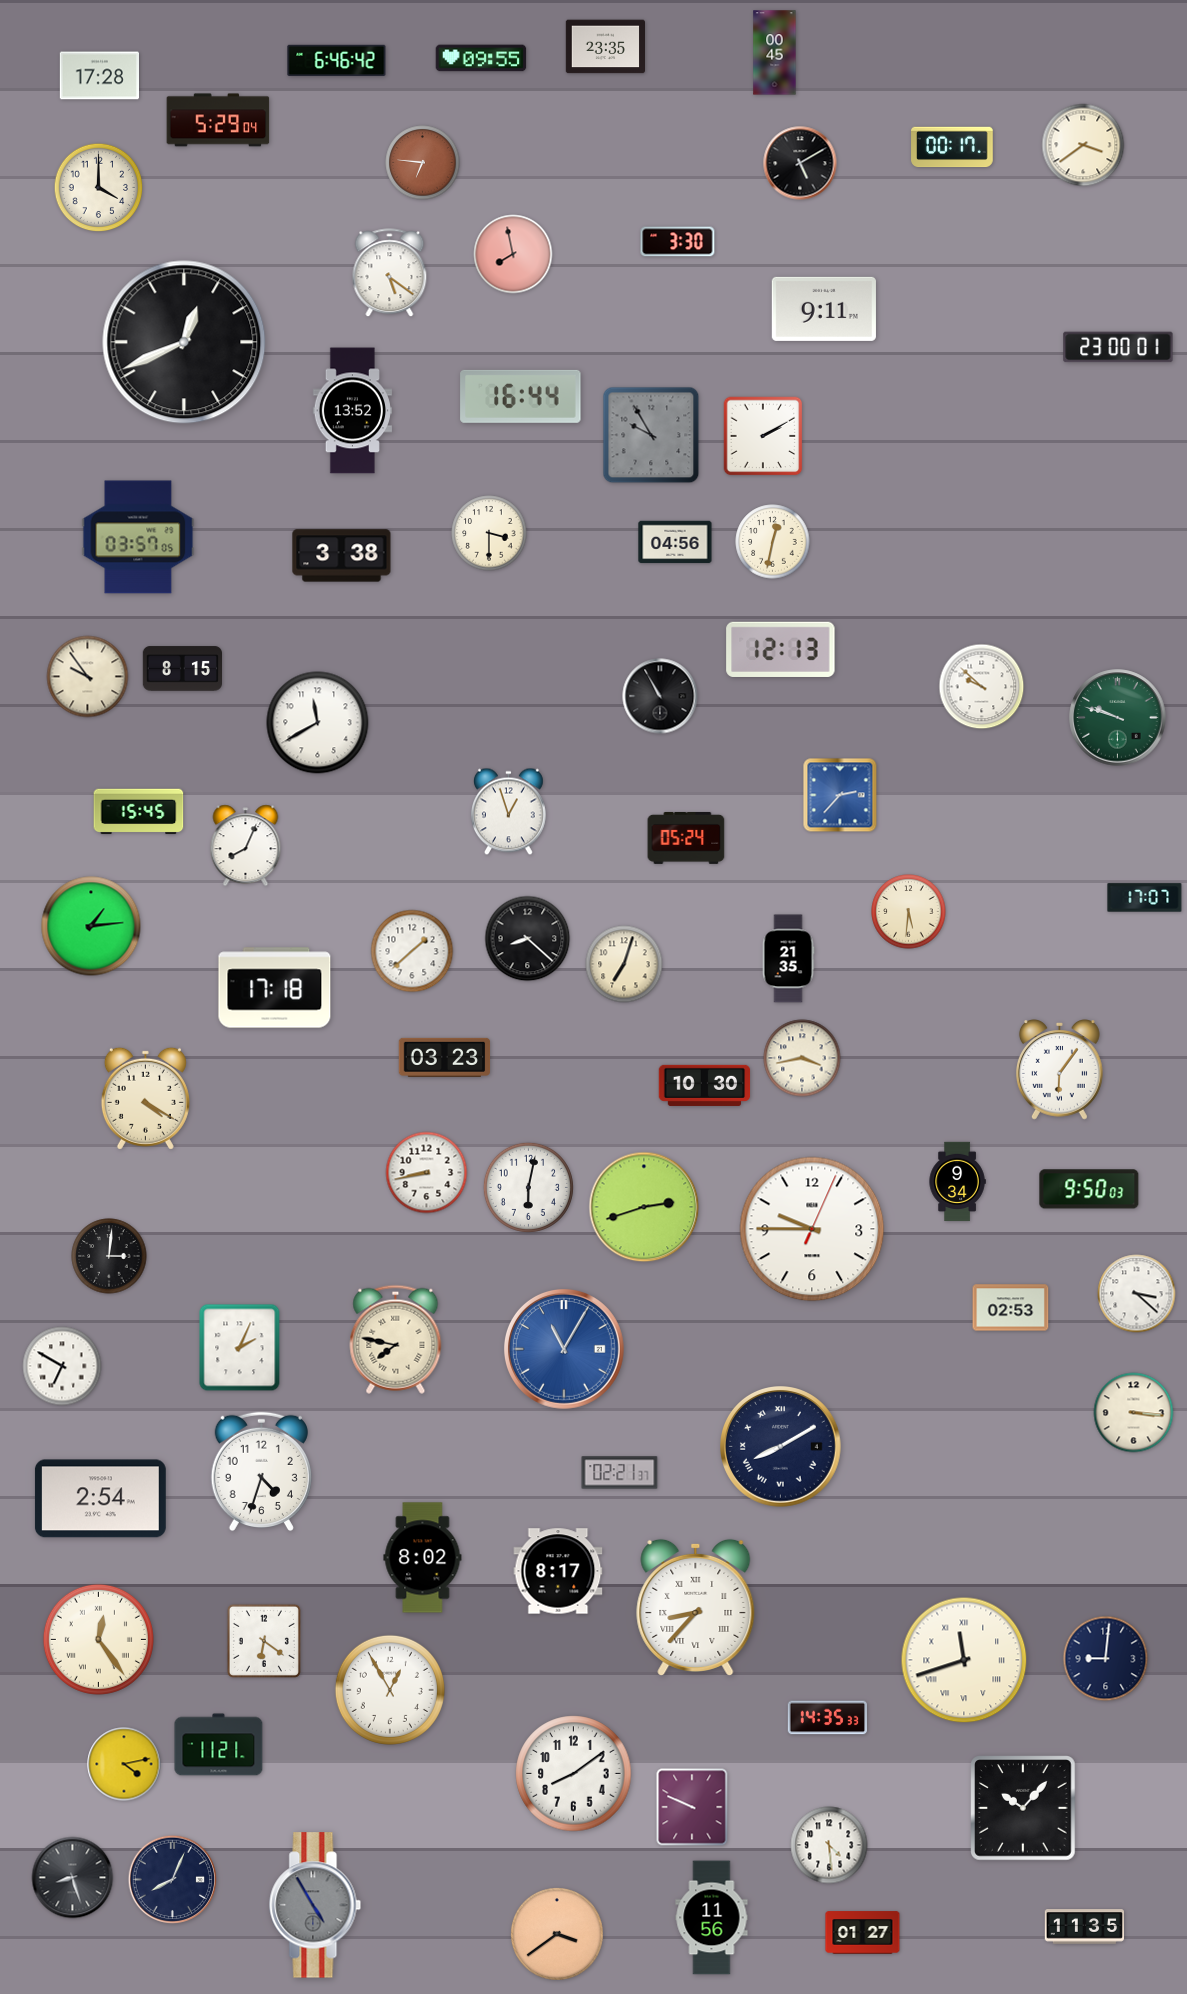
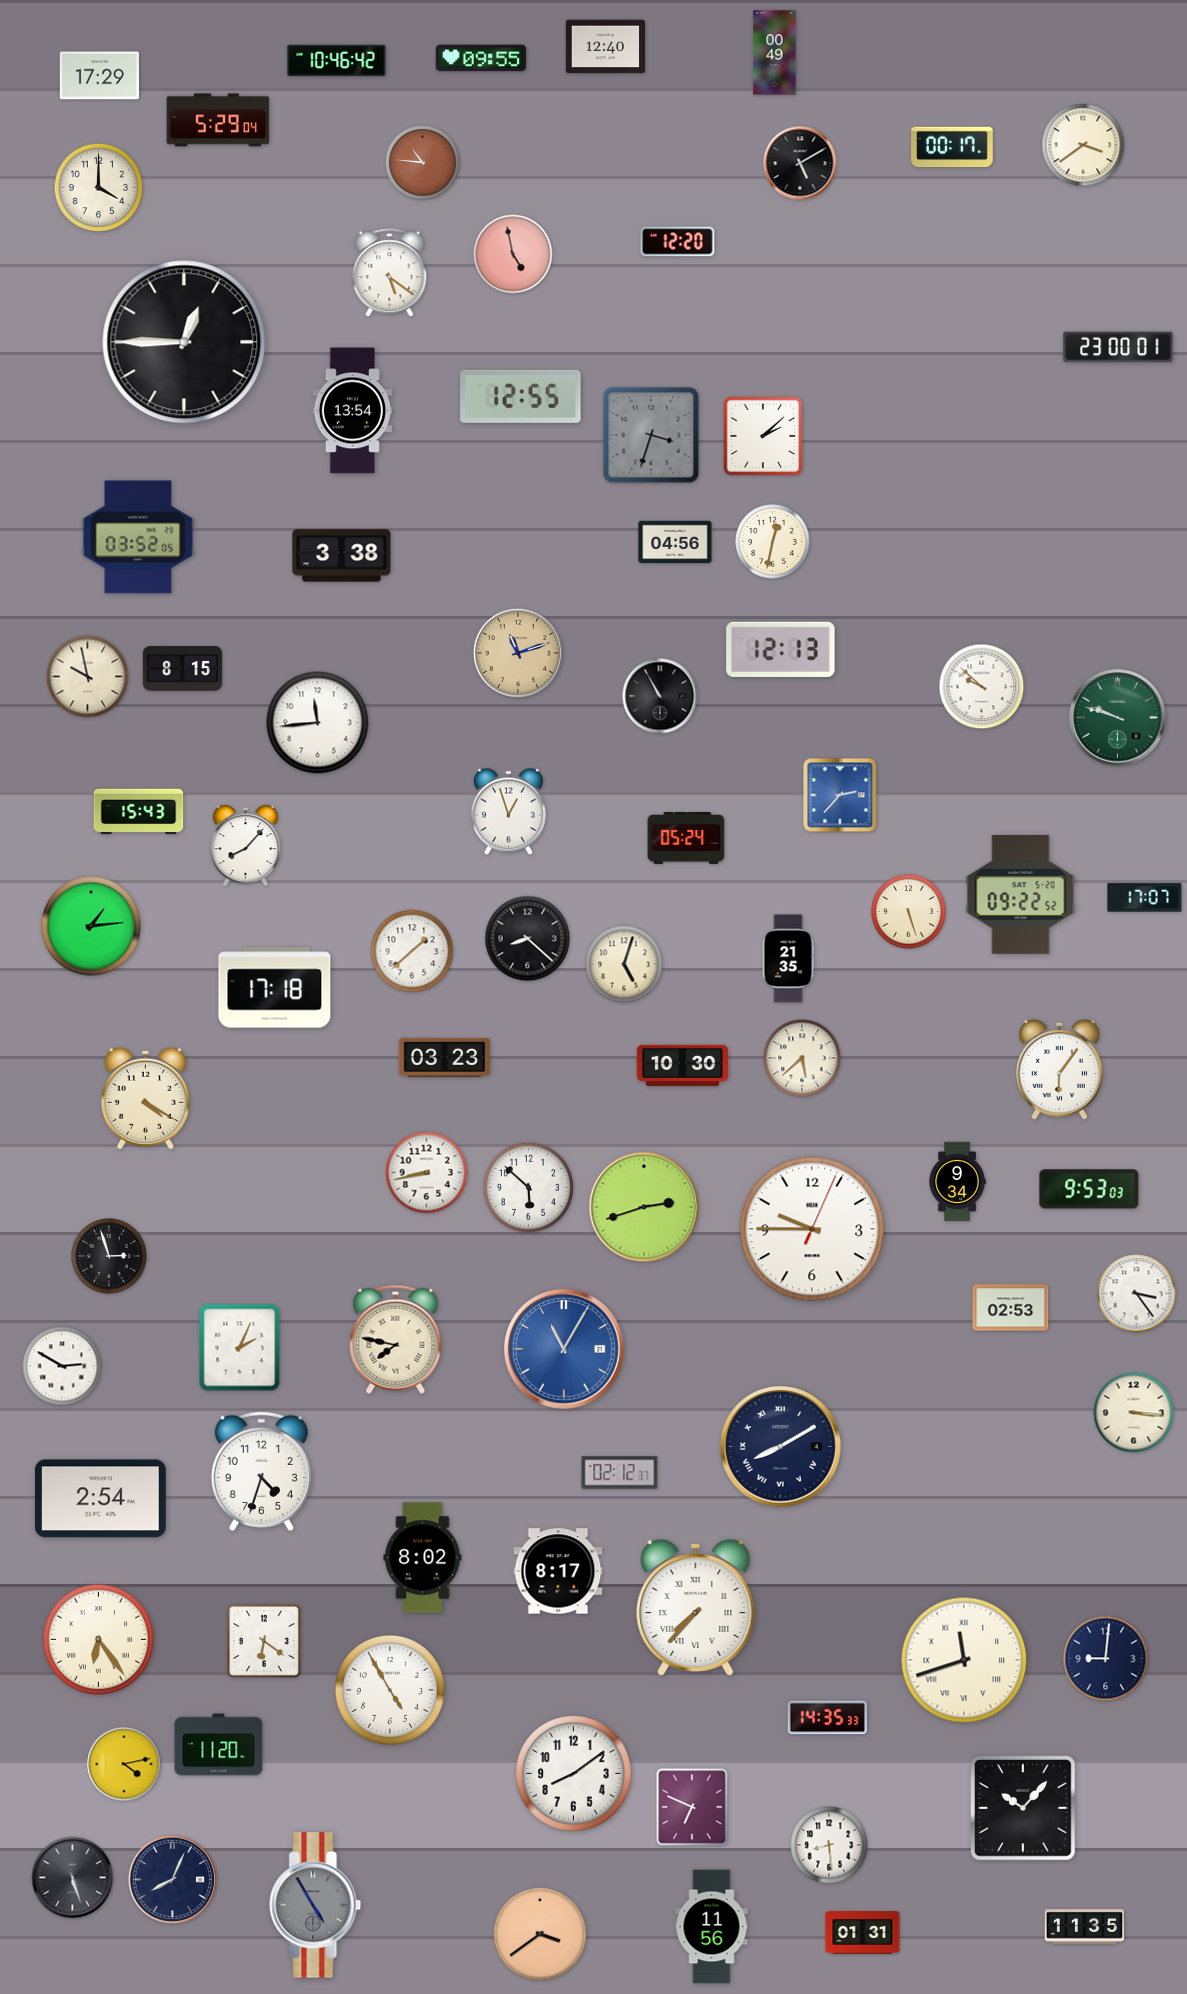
clock at (605, 47): 23:35 -> 12:40
clock at (775, 53): 00:45 -> 00:49
clock at (337, 61): 6:46 -> 10:46
clock at (99, 76): 17:28 -> 17:29
clock at (423, 163): 6:46 -> 10:46
clock at (678, 242): 3:30 -> 12:20
clock at (513, 254): 7:58 -> 4:58
clock at (824, 309): 9:11 -> none
clock at (184, 342): 12:41 -> 12:45
clock at (521, 396): 16:44 -> 12:55
clock at (352, 411): 13:52 -> 13:54
clock at (651, 435): 9:55 -> 3:33
clock at (763, 436): 2:10 -> 2:08
clock at (489, 533): 3:30 -> none
clock at (138, 537): 03:57 -> 03:52
clock at (517, 652): none -> 11:12
clock at (88, 677): 9:54 -> 9:58
clock at (318, 723): 11:40 -> 11:44
clock at (139, 812): 15:45 -> 15:43
clock at (246, 846): 8:04 -> 8:07
clock at (1021, 894): none -> 09:22
clock at (909, 912): 5:31 -> 5:27
clock at (624, 964): 7:03 -> 5:03
clock at (802, 1058): 3:43 -> 5:38
clock at (705, 1085) position: (705, 1085) -> (683, 1065)
clock at (528, 1187): 6:02 -> 5:52
clock at (1089, 1189): 9:50 -> 9:53
clock at (109, 1256): 3:01 -> 2:57
clock at (1137, 1294): 3:22 -> 3:24
clock at (62, 1366): 6:50 -> 2:50
clock at (620, 1473): 02:21 -> 02:12
clock at (696, 1607): 8:37 -> 7:37
clock at (98, 1639): 12:24 -> 6:24
clock at (390, 1690): 12:55 -> 4:55
clock at (219, 1745): 11:21 -> 11:20
clock at (692, 1807): 9:49 -> 6:49
clock at (829, 1845): 4:29 -> 8:29
clock at (73, 1878): 8:27 -> 5:27
clock at (712, 1918) position: (712, 1918) -> (712, 1927)
clock at (863, 1933): 01:27 -> 01:31
clock at (557, 1934) position: (557, 1934) -> (540, 1934)
